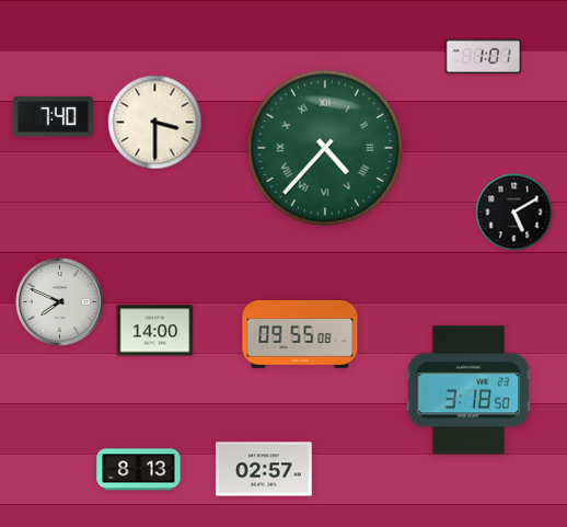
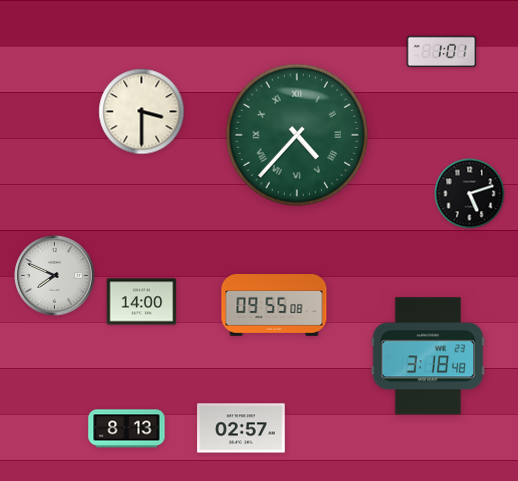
clock at (53, 117): 7:40 -> none
clock at (514, 213): 5:10 -> 5:12
clock at (468, 390): 3:18:50 -> 3:18:48
